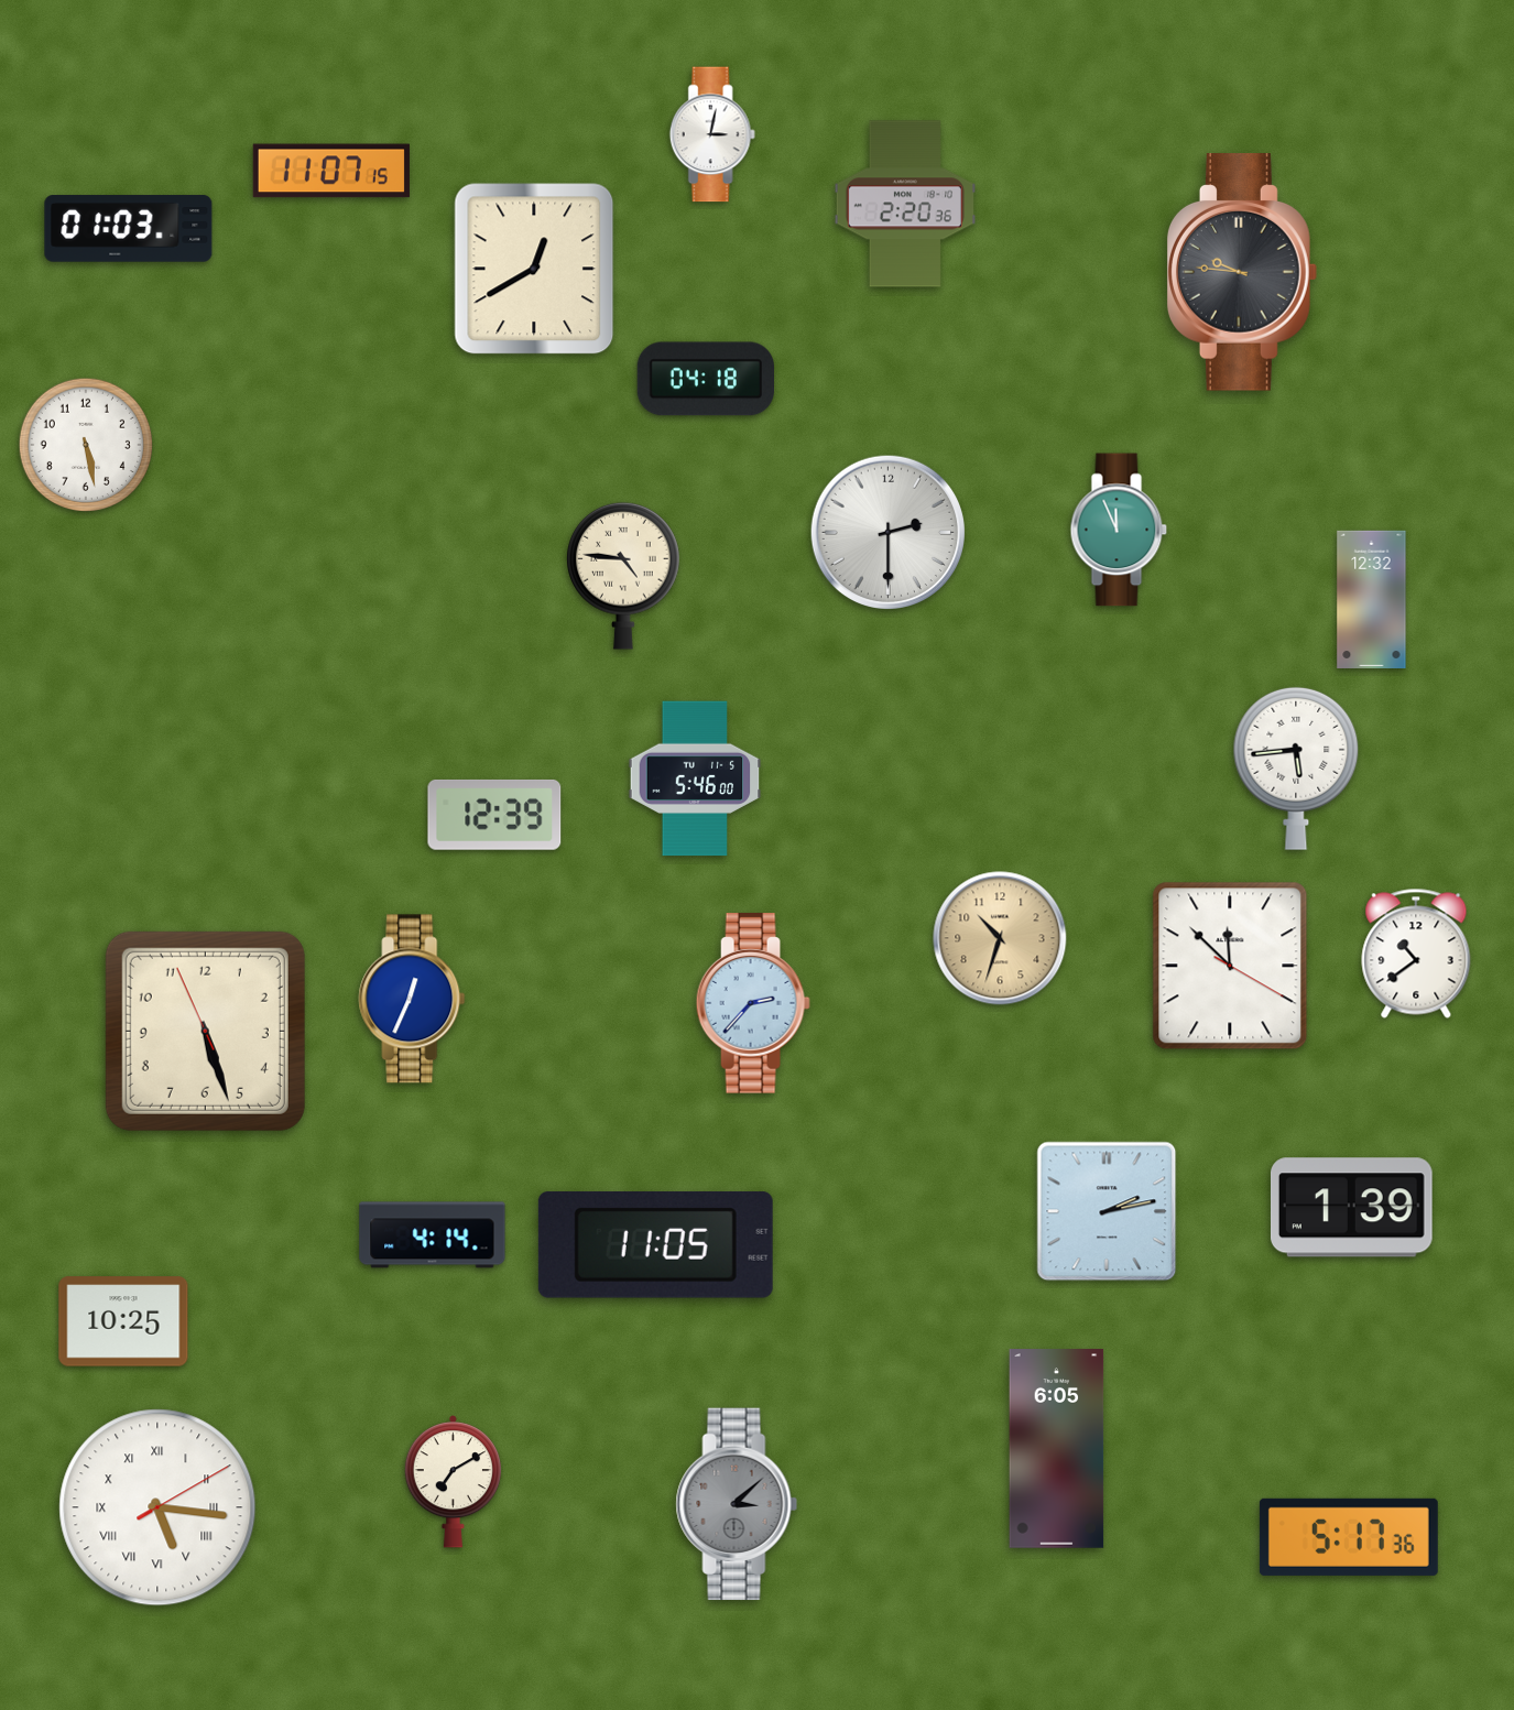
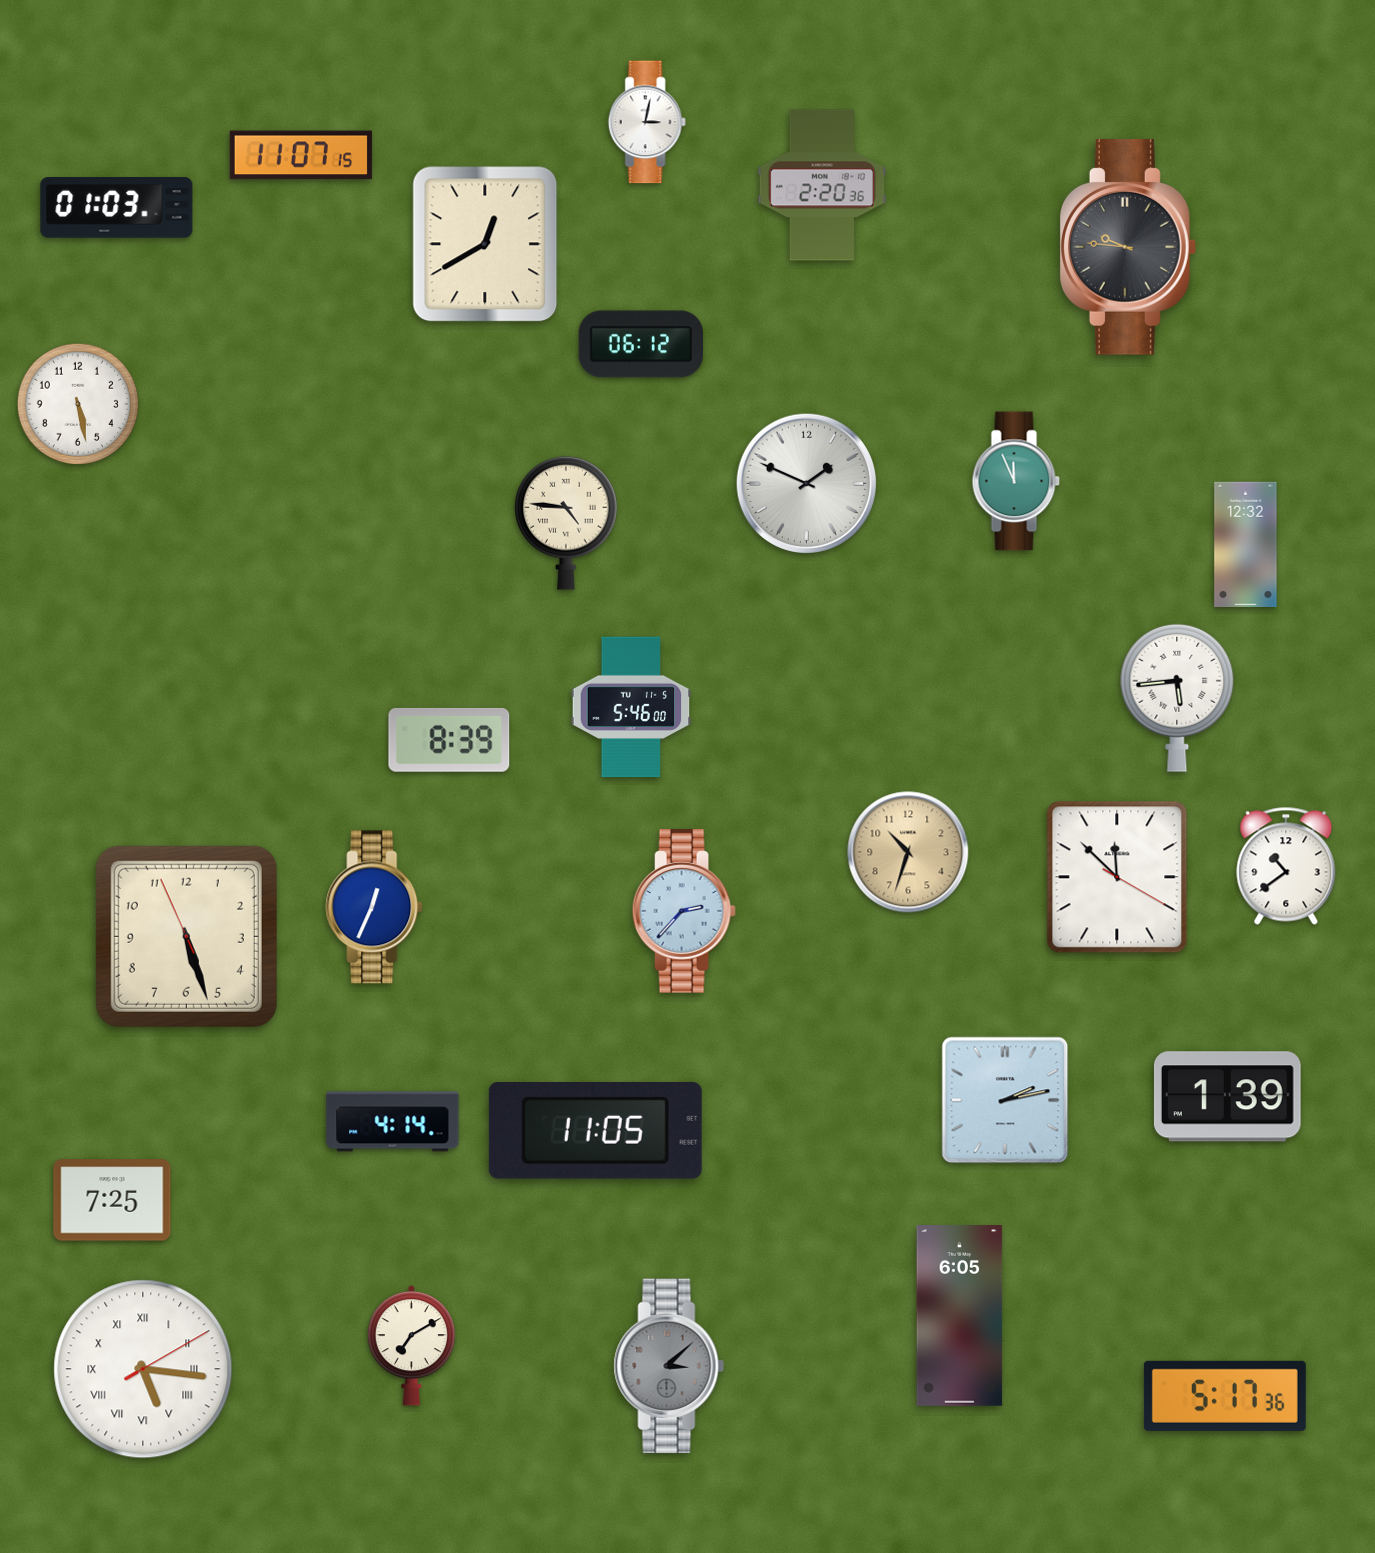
clock at (705, 379): 04:18 -> 06:12
clock at (887, 532): 2:30 -> 1:49
clock at (494, 815): 12:39 -> 8:39
clock at (123, 1321): 10:25 -> 7:25
